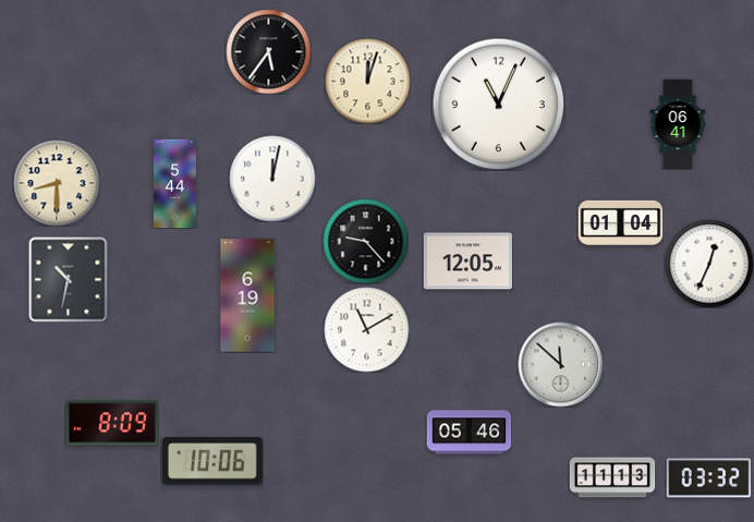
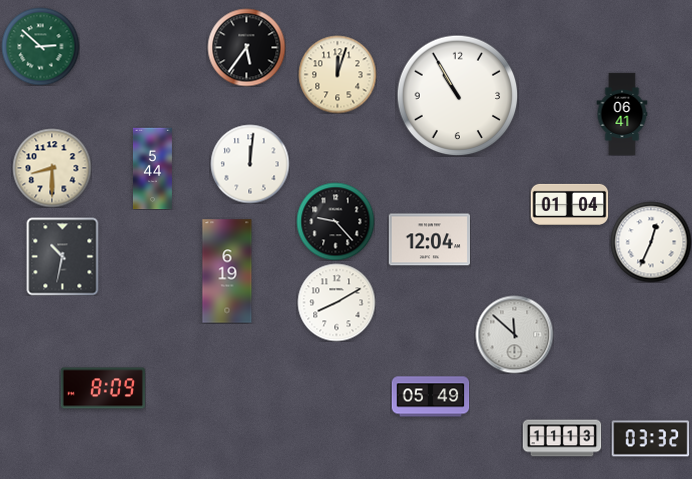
clock at (40, 46): none -> 2:52
clock at (498, 104): 11:04 -> 10:55
clock at (272, 179): 12:02 -> 12:01
clock at (174, 183) position: (174, 183) -> (152, 168)
clock at (467, 262): 12:05 -> 12:04
clock at (366, 329): 11:10 -> 8:10
clock at (469, 433): 05:46 -> 05:49
clock at (212, 461): 10:06 -> none
